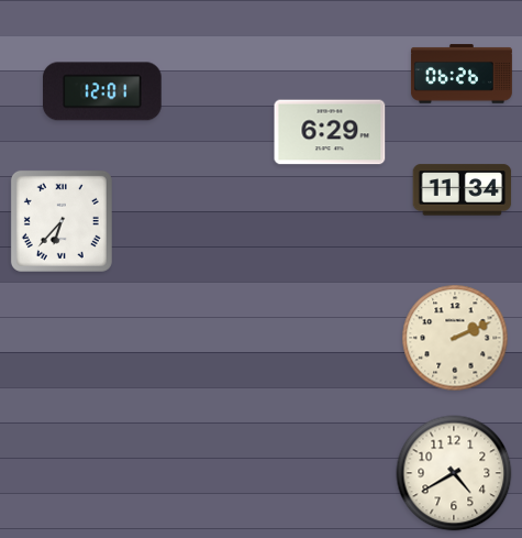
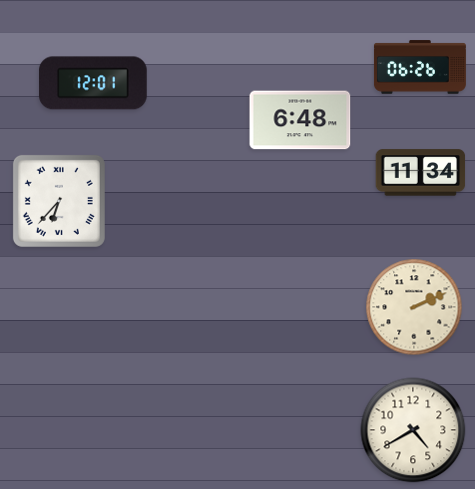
clock at (330, 132): 6:29 -> 6:48
clock at (62, 221) position: (62, 221) -> (59, 201)
